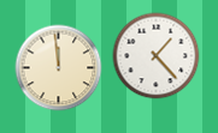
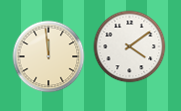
clock at (157, 56): 1:23 -> 4:09
